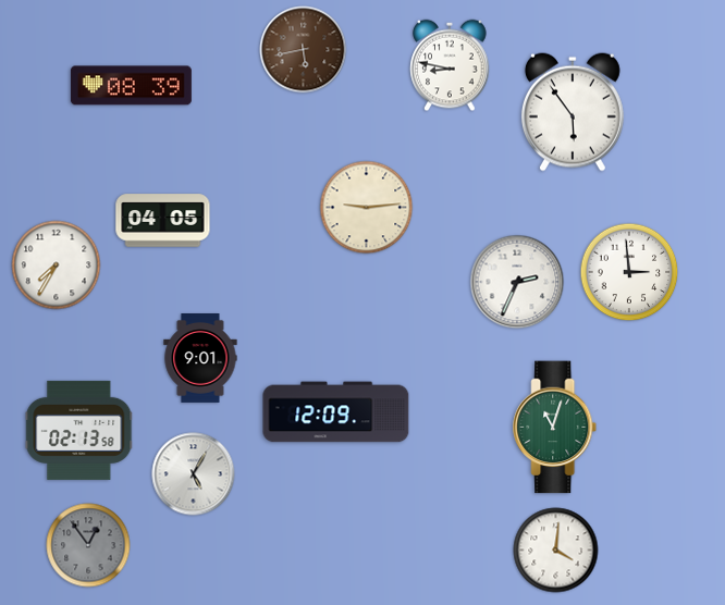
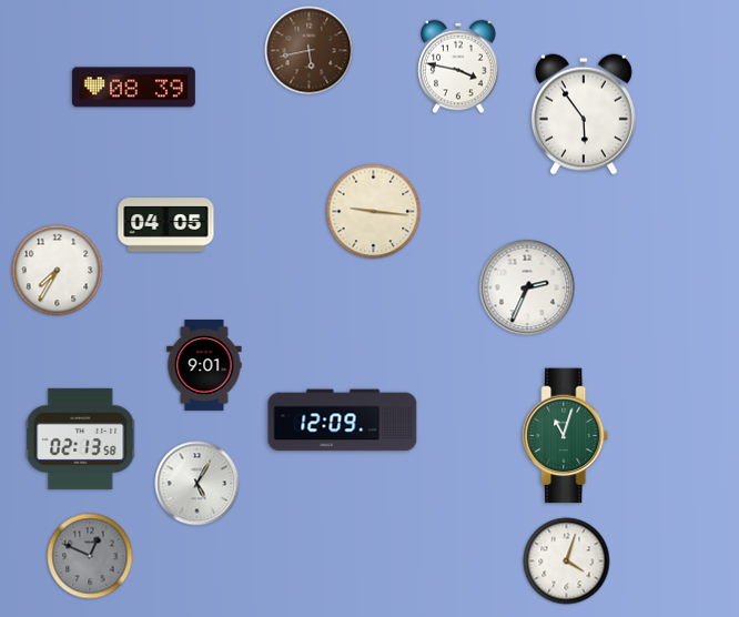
clock at (450, 65): 8:47 -> 3:47
clock at (367, 208): 9:14 -> 9:16
clock at (629, 272): 2:59 -> none
clock at (88, 545): 12:54 -> 12:49
clock at (556, 551): 4:01 -> 4:03
